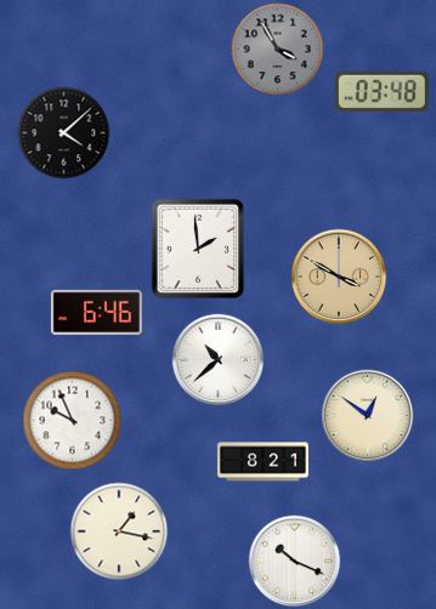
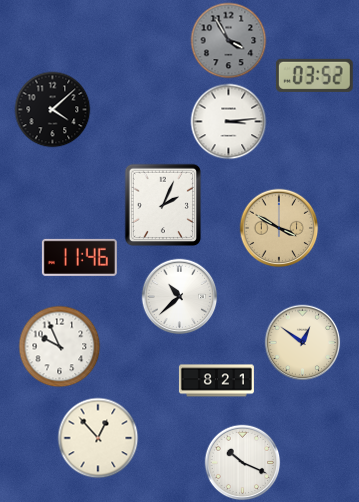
clock at (381, 91): 03:48 -> 03:52
clock at (229, 122): none -> 3:14
clock at (198, 249): 1:59 -> 2:04
clock at (96, 312): 6:46 -> 11:46
clock at (119, 531): 1:17 -> 12:53
